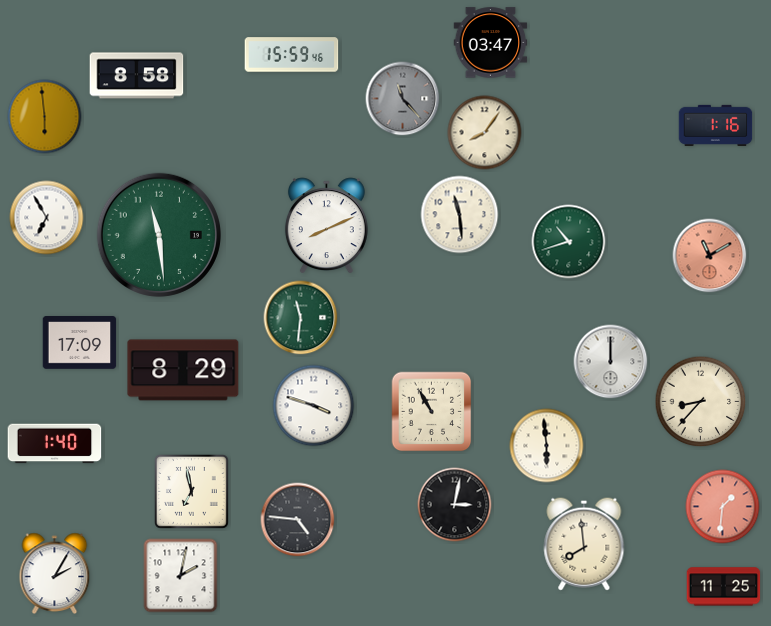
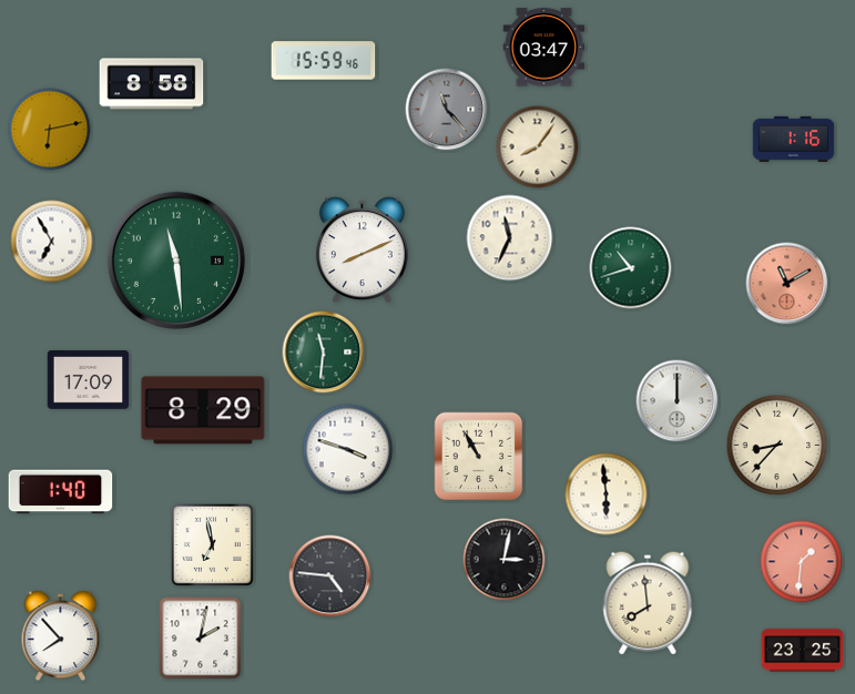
clock at (45, 117): 5:59 -> 6:13
clock at (460, 215): 11:29 -> 11:34
clock at (301, 318) position: (301, 318) -> (324, 353)
clock at (55, 574): 2:05 -> 7:53
clock at (724, 587): 11:25 -> 23:25
